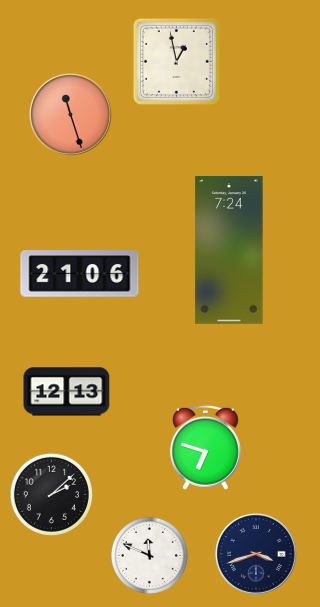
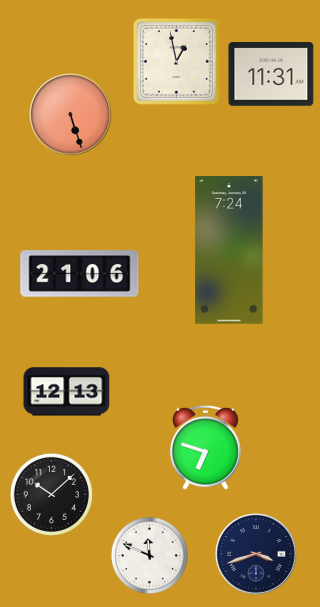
clock at (271, 74): none -> 11:31
clock at (70, 114): 11:27 -> 5:27
clock at (51, 494): 2:08 -> 10:08
